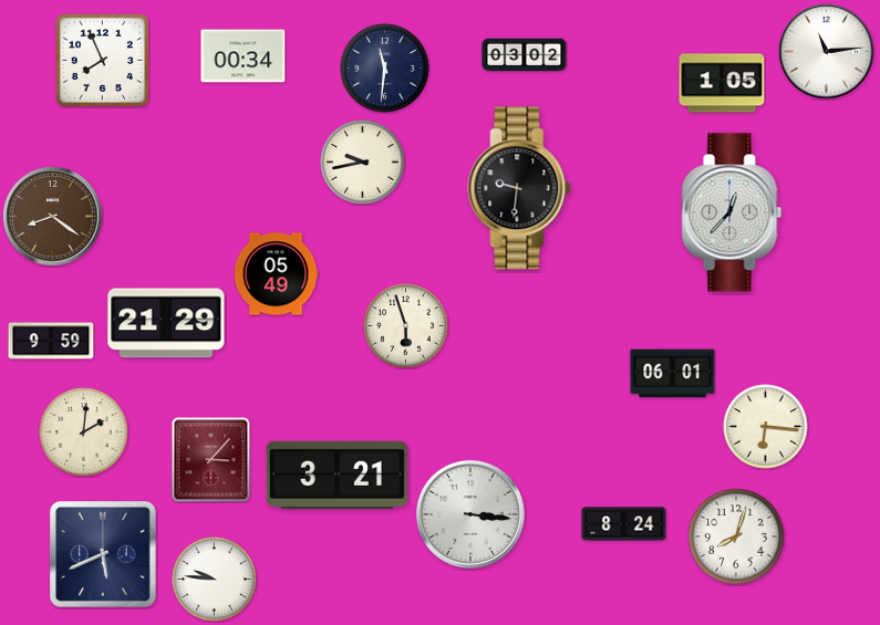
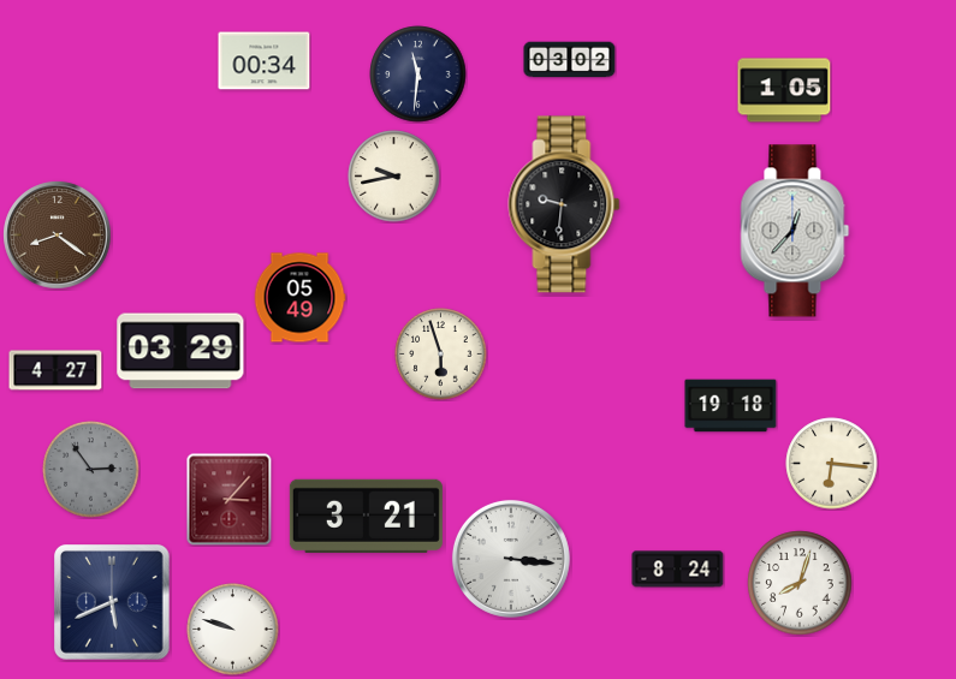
clock at (827, 52): 11:14 -> none
clock at (102, 60): 7:56 -> none
clock at (166, 323): 21:29 -> 03:29
clock at (51, 341): 9:59 -> 4:27
clock at (673, 374): 06:01 -> 19:18
clock at (84, 433): 2:01 -> 2:54
clock at (84, 433) dial: cream -> grey
clock at (215, 580): 9:46 -> 9:48
